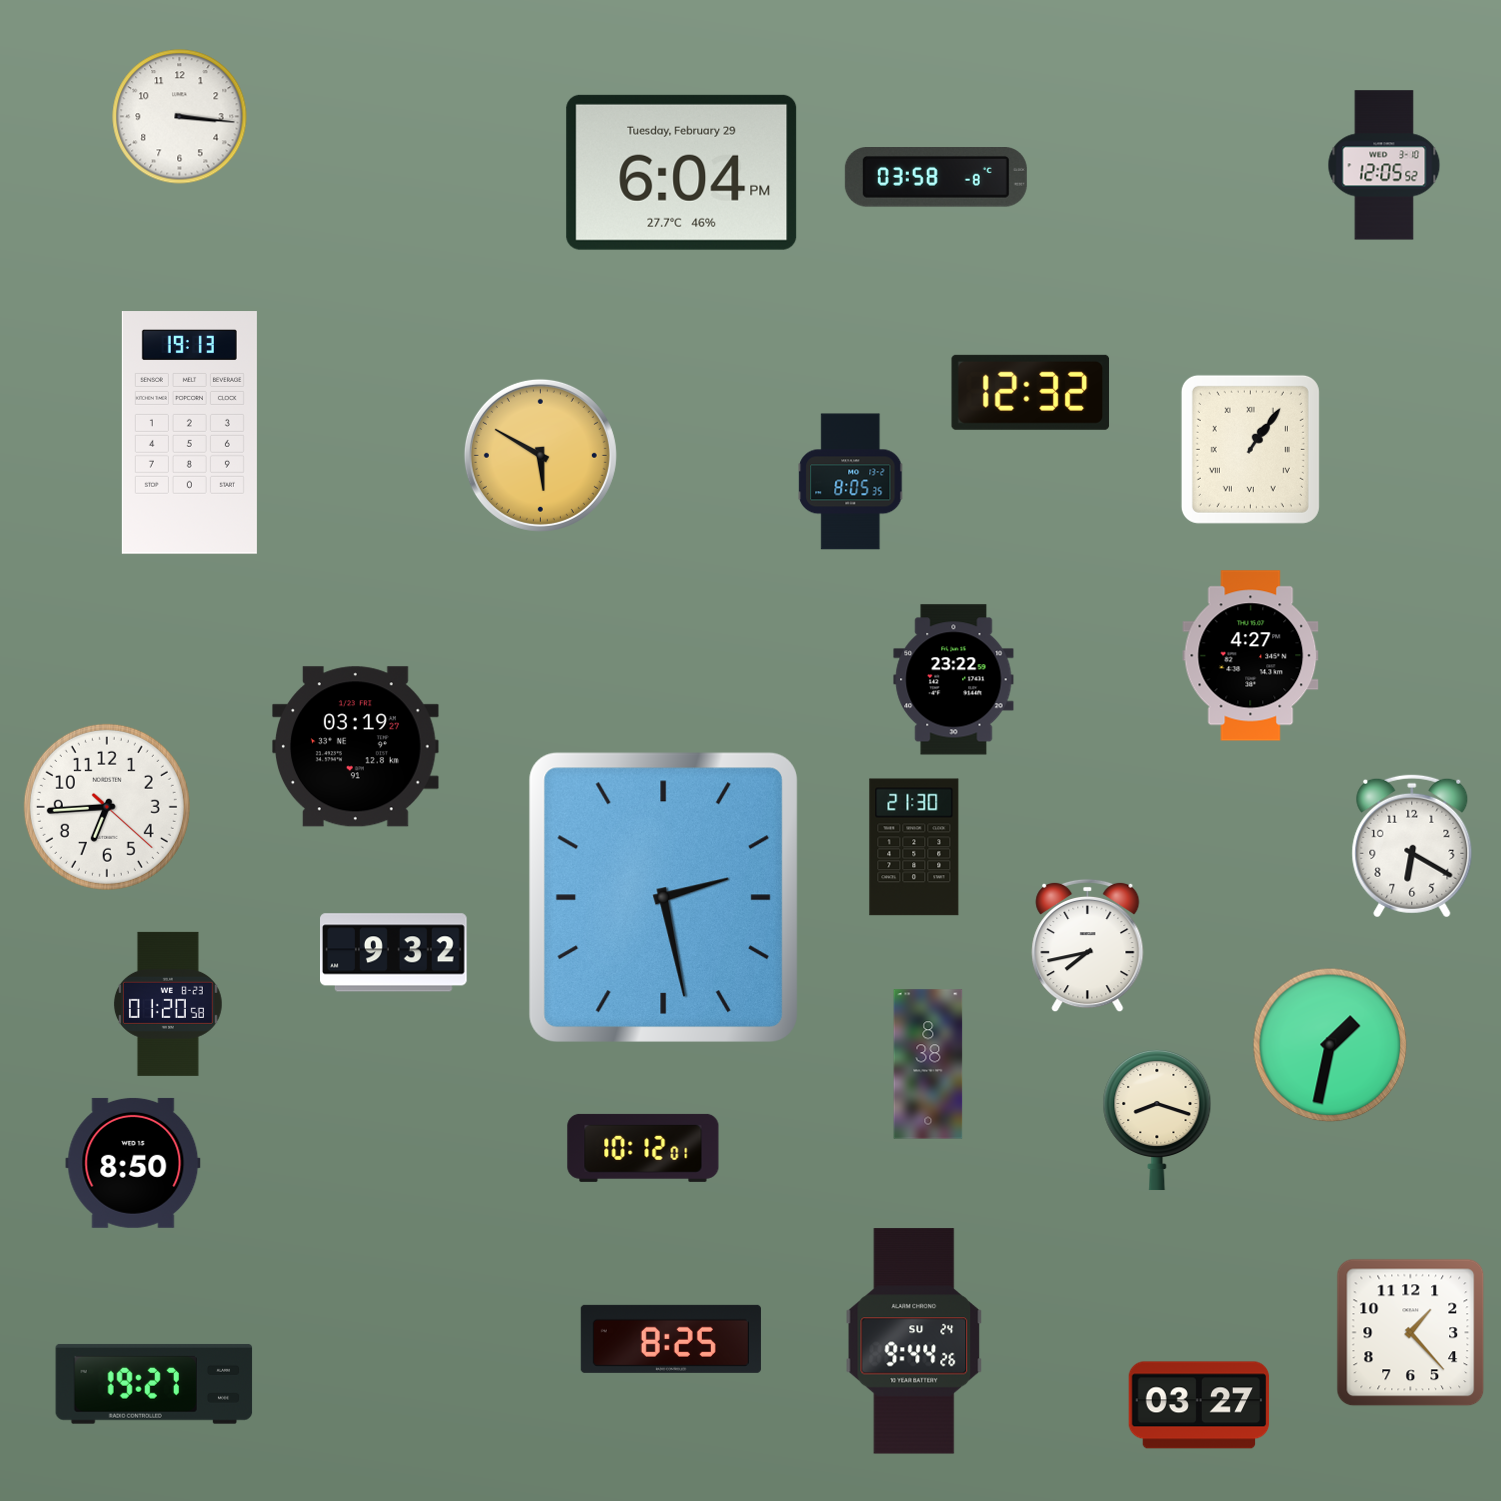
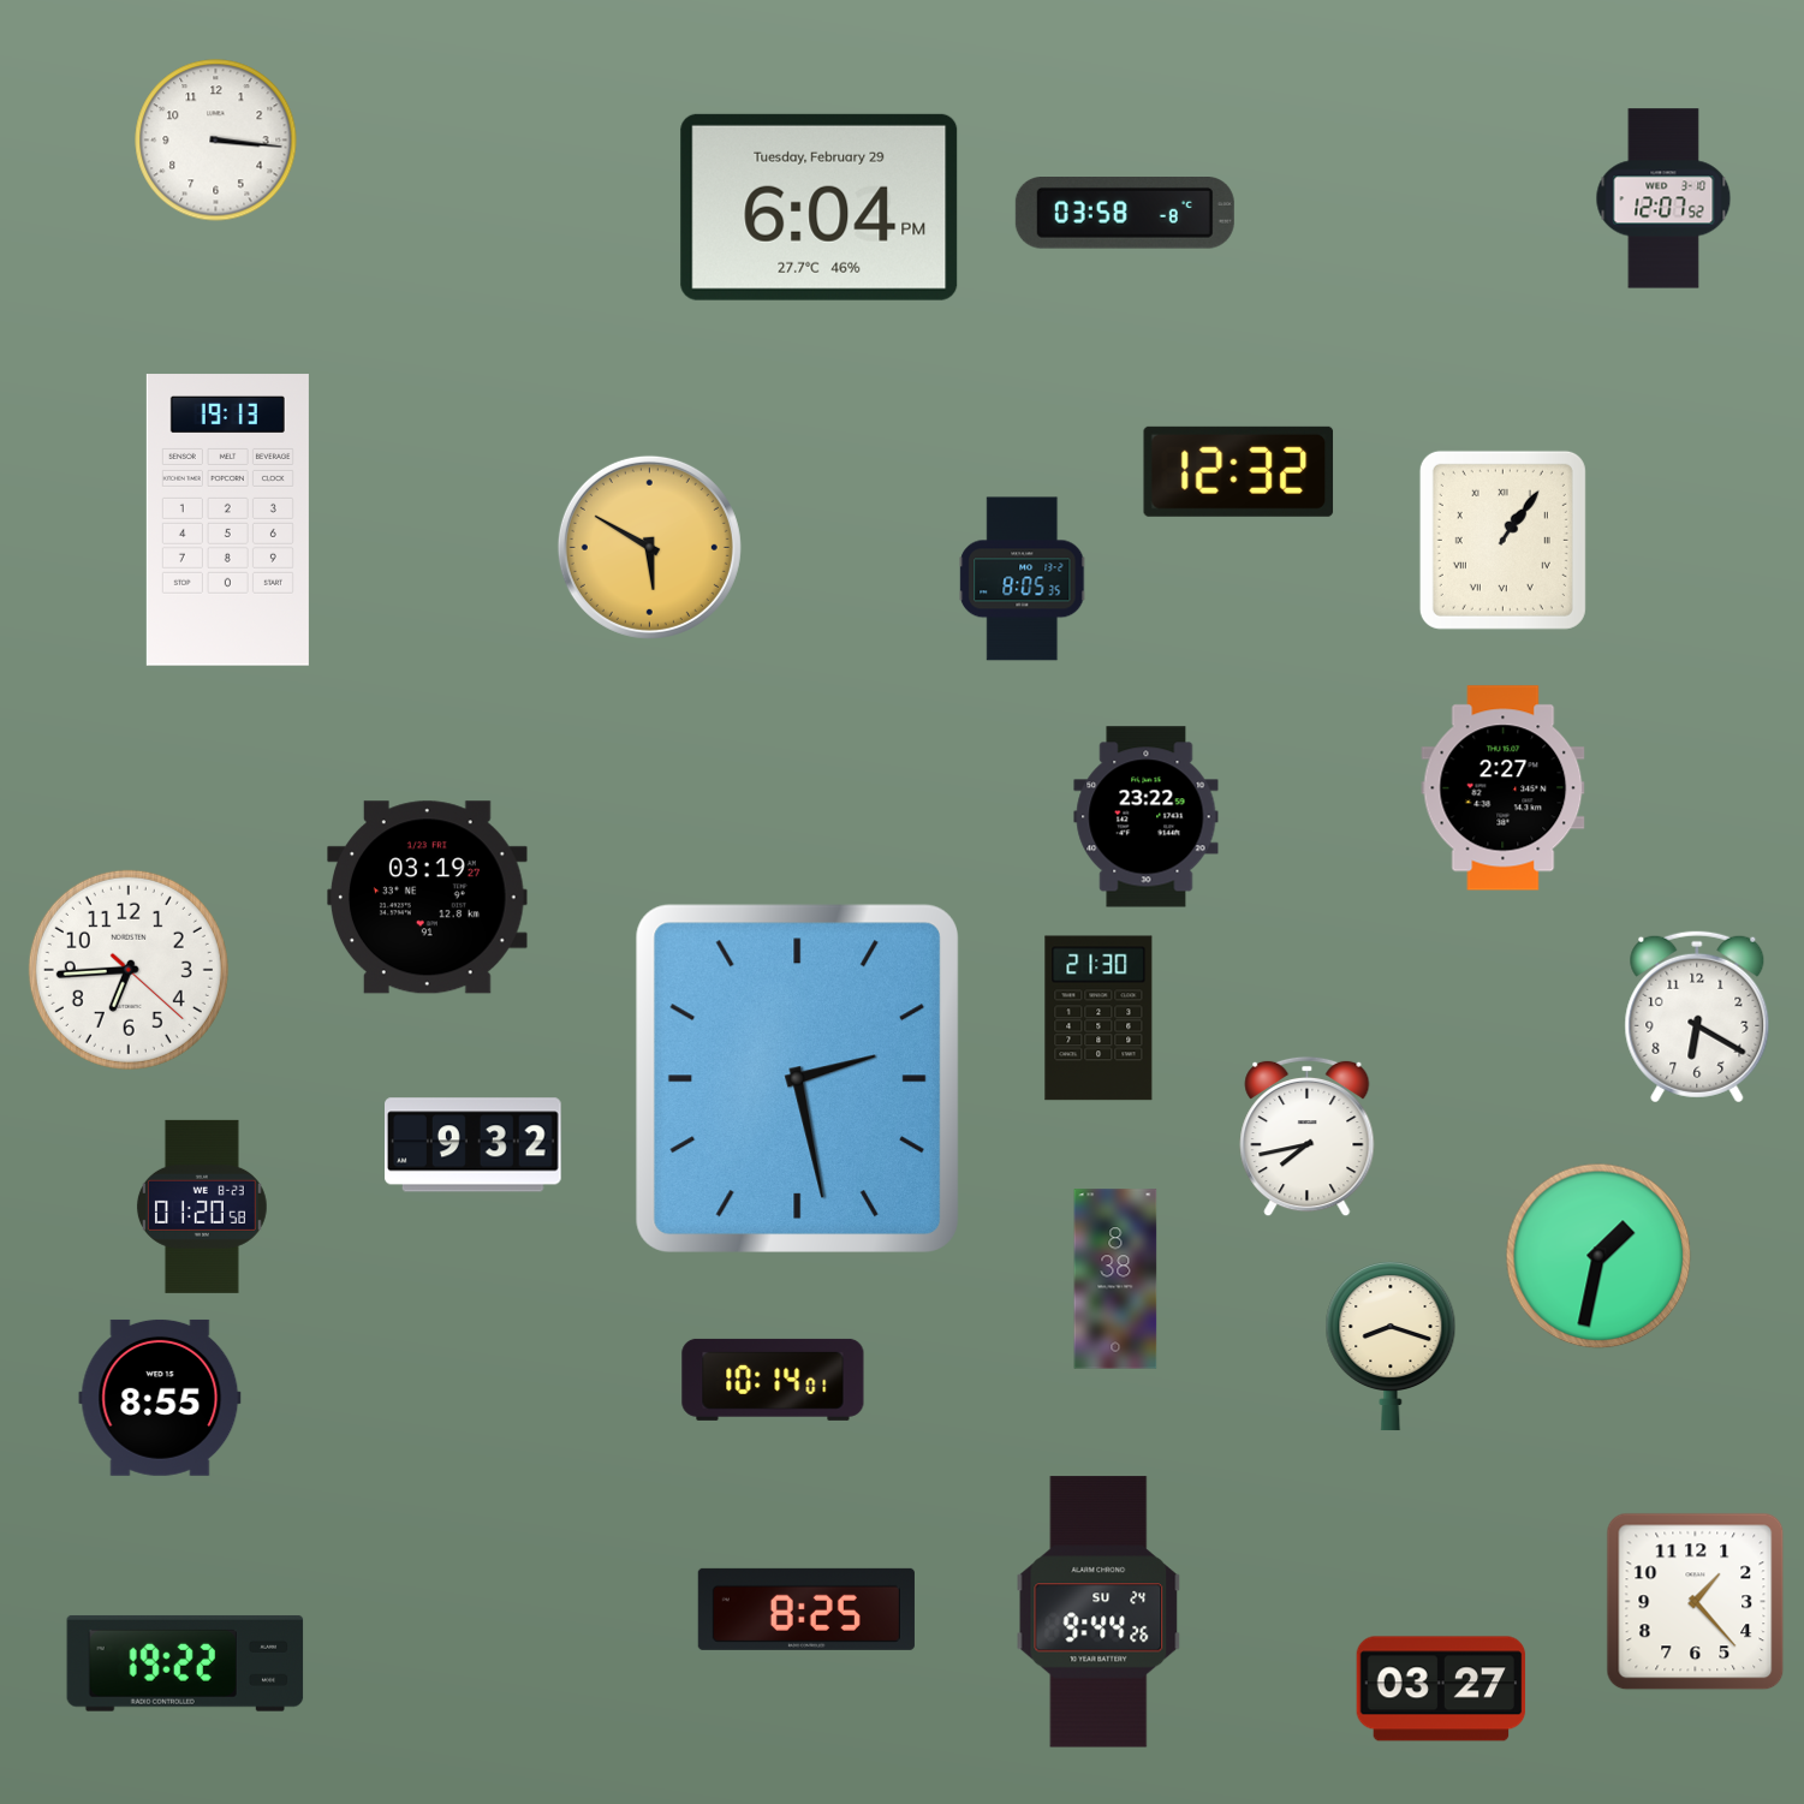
clock at (1384, 165): 12:05 -> 12:07
clock at (1251, 656): 4:27 -> 2:27
clock at (643, 1148): 10:12 -> 10:14
clock at (133, 1163): 8:50 -> 8:55
clock at (154, 1384): 19:27 -> 19:22
